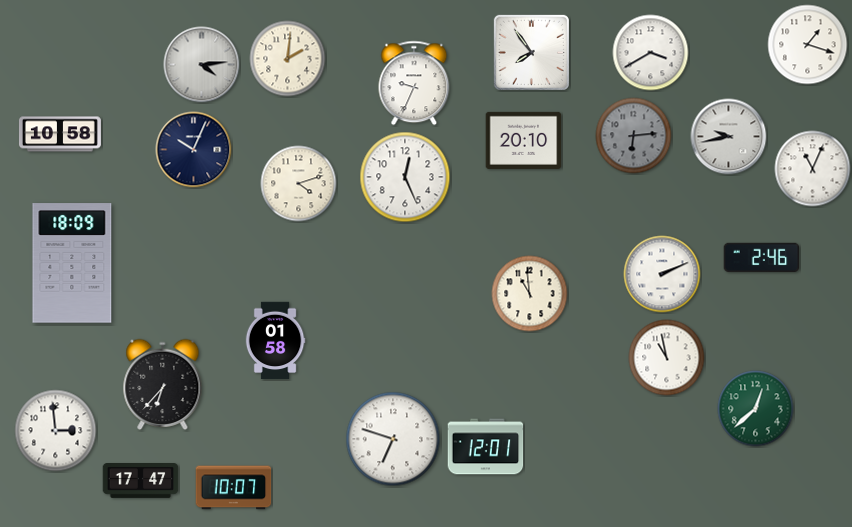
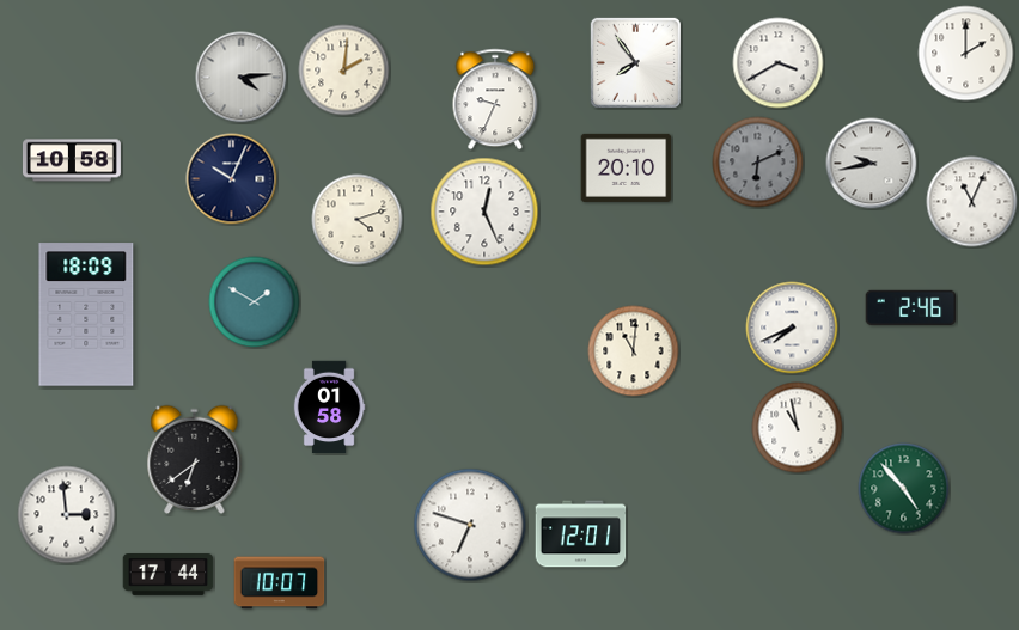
clock at (808, 45): 1:18 -> 2:00
clock at (634, 136): 6:14 -> 6:11
clock at (255, 302): none -> 1:50
clock at (662, 274): 2:11 -> 7:41
clock at (530, 294): 10:59 -> 11:01
clock at (163, 384): 6:37 -> 6:39
clock at (756, 409): 12:38 -> 4:53
clock at (141, 481): 17:47 -> 17:44
